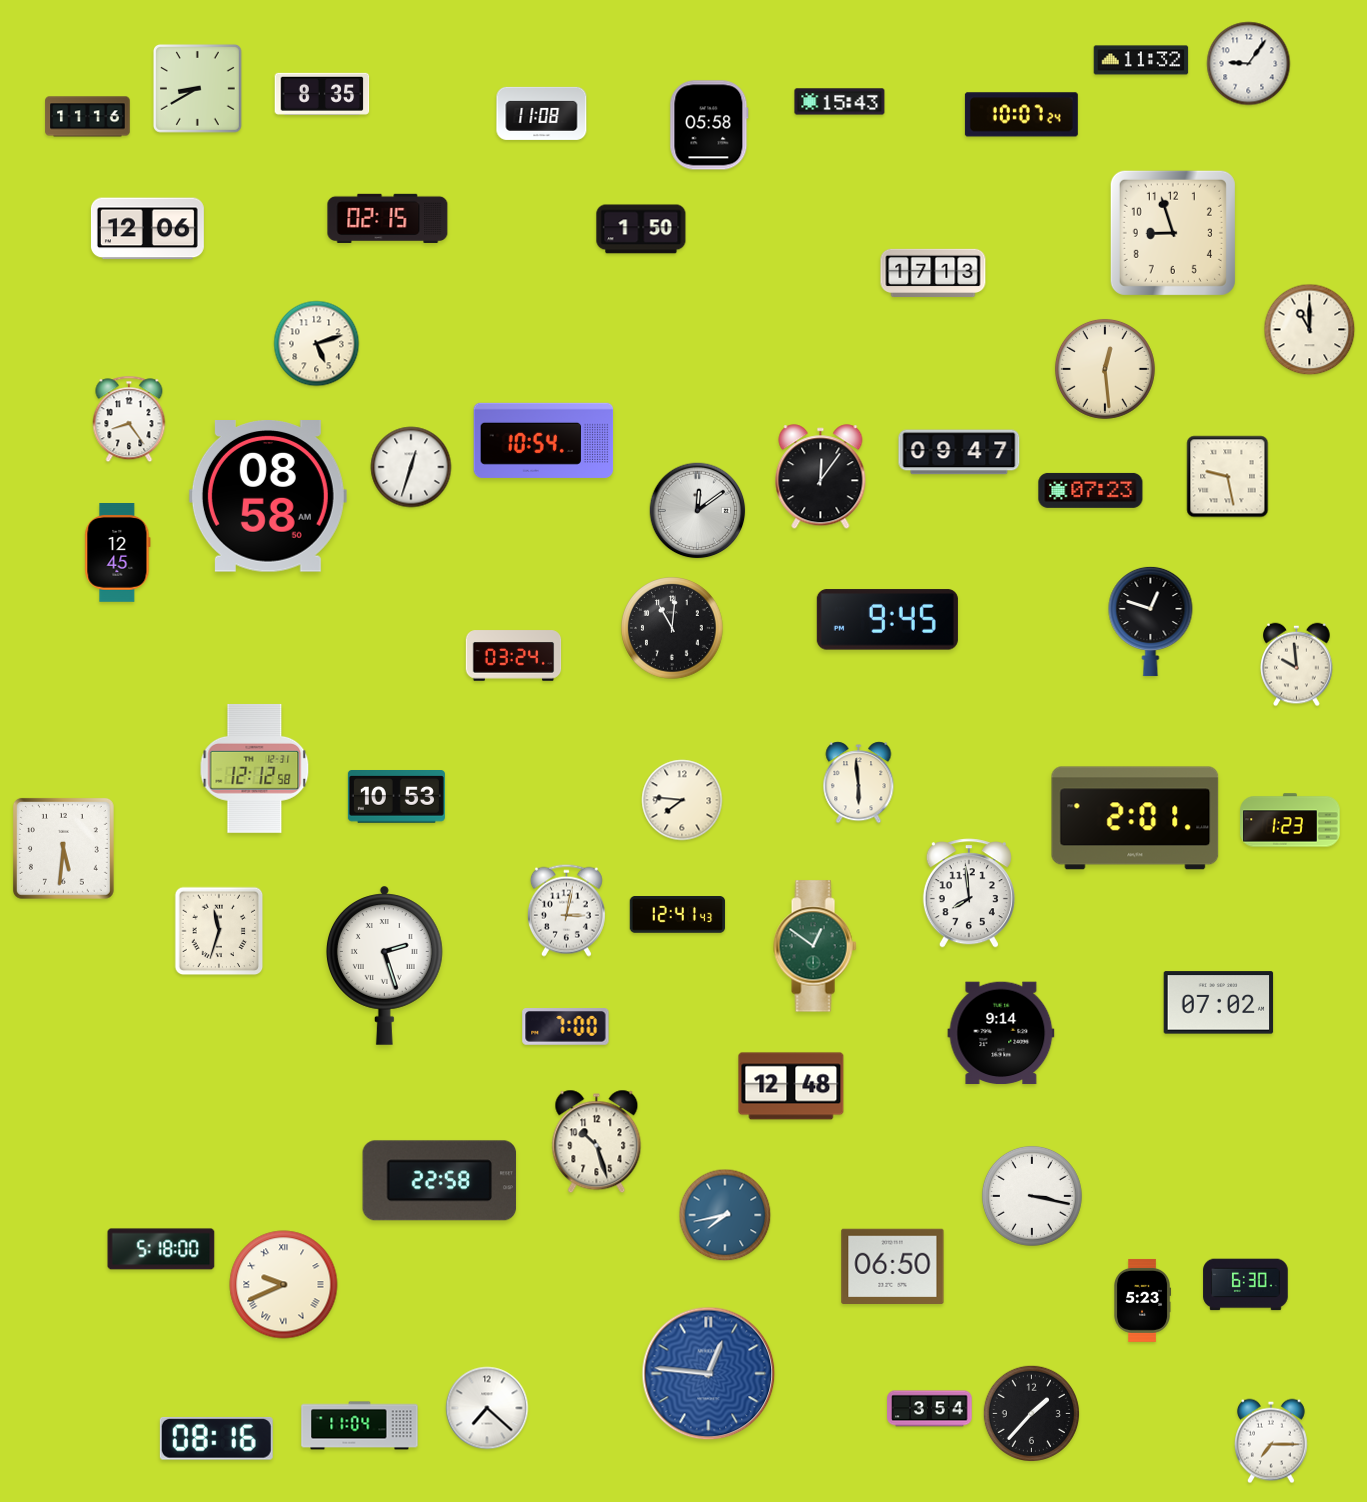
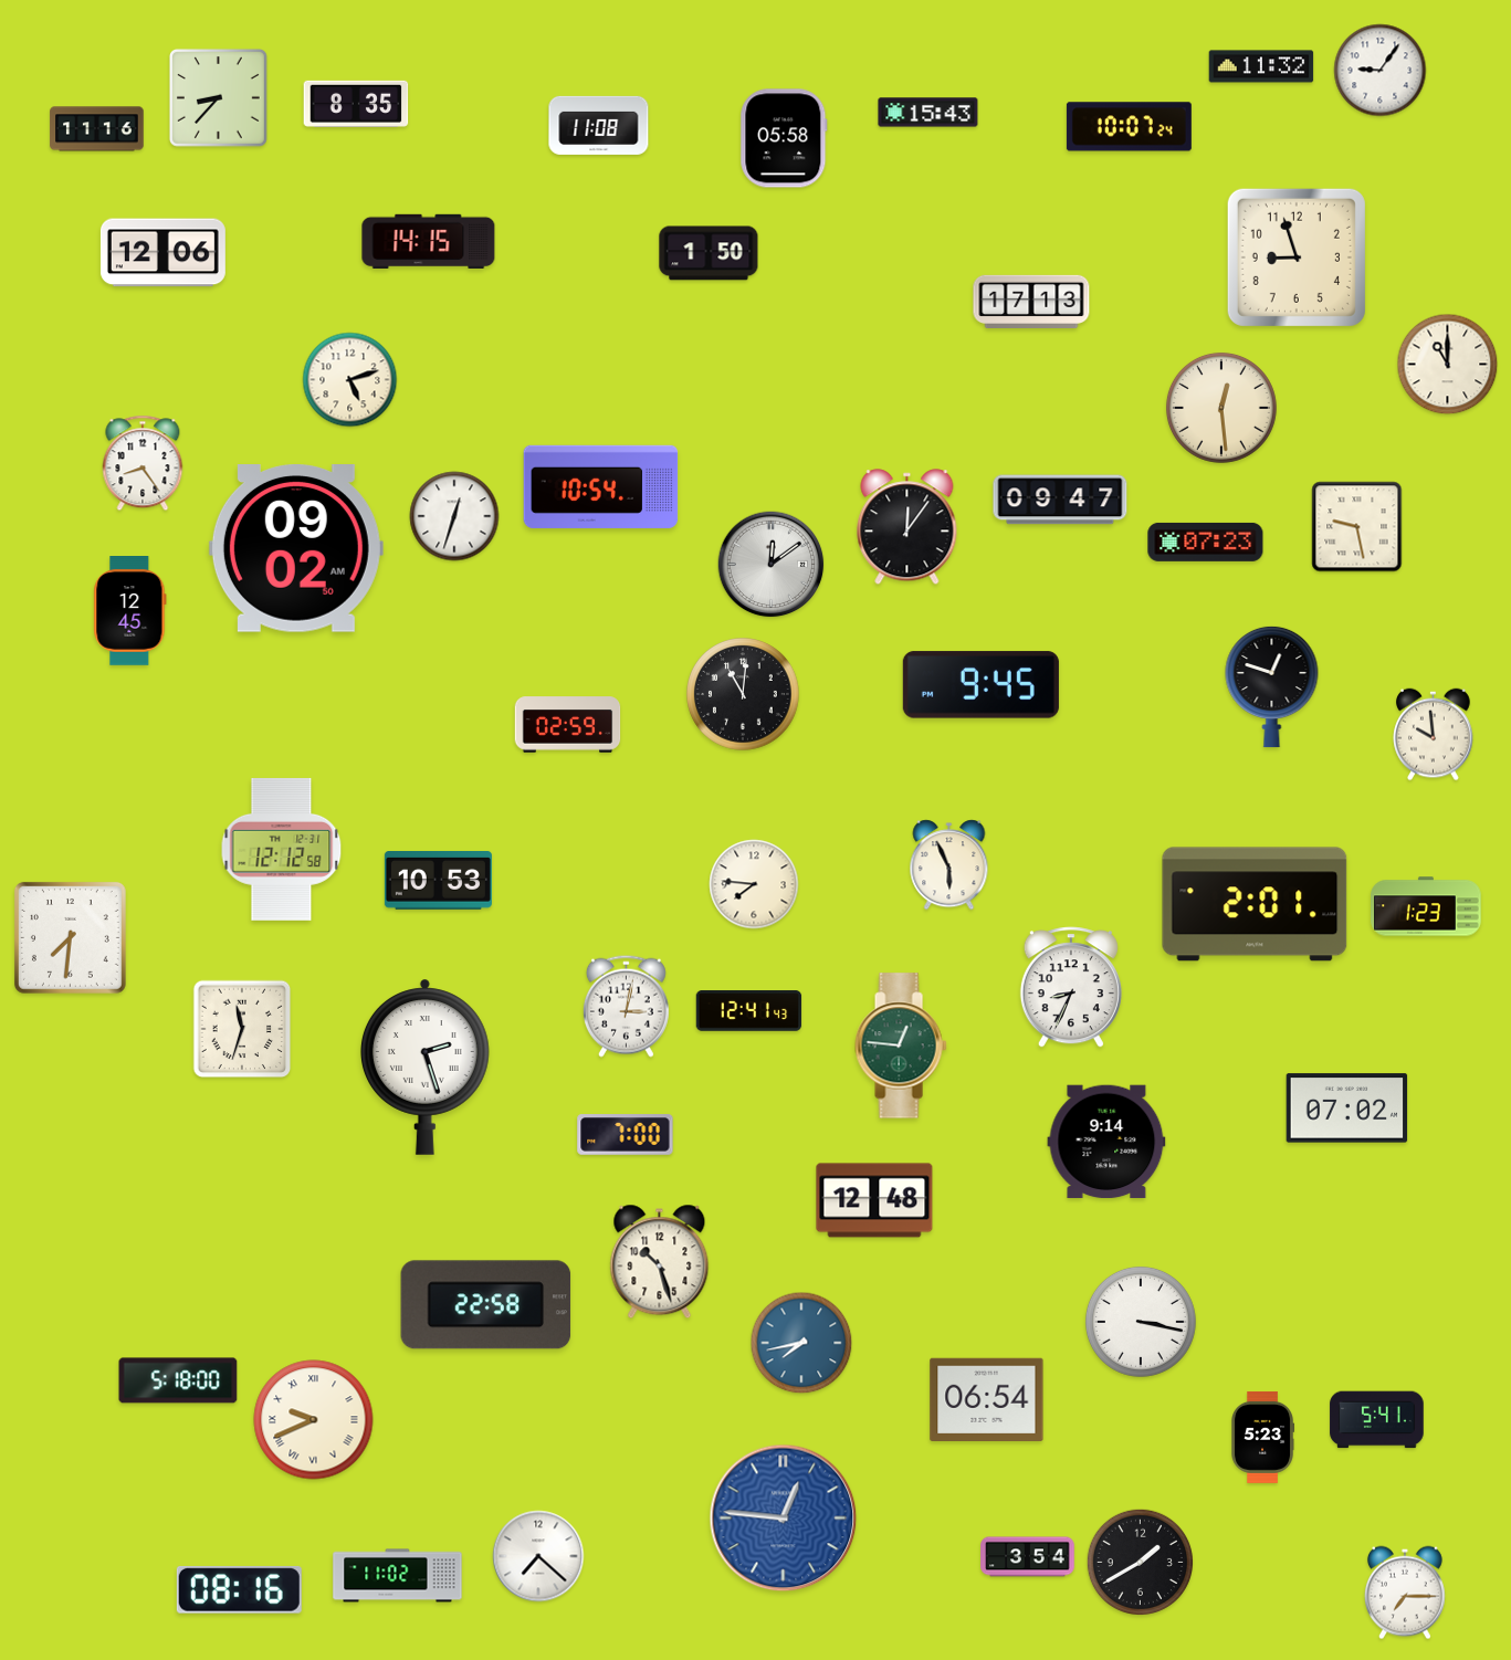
clock at (197, 88): 8:40 -> 8:37
clock at (388, 218): 02:15 -> 14:15
clock at (268, 496): 08:58 -> 09:02
clock at (514, 656): 03:24 -> 02:59
clock at (859, 783): 5:59 -> 5:56
clock at (63, 848): 5:31 -> 7:31
clock at (969, 893): 7:59 -> 8:34
clock at (815, 946): 12:51 -> 12:46
clock at (893, 1266): 06:50 -> 06:54
clock at (1246, 1285): 6:30 -> 5:41
clock at (1031, 1413): 1:37 -> 1:40
clock at (360, 1426): 11:04 -> 11:02
